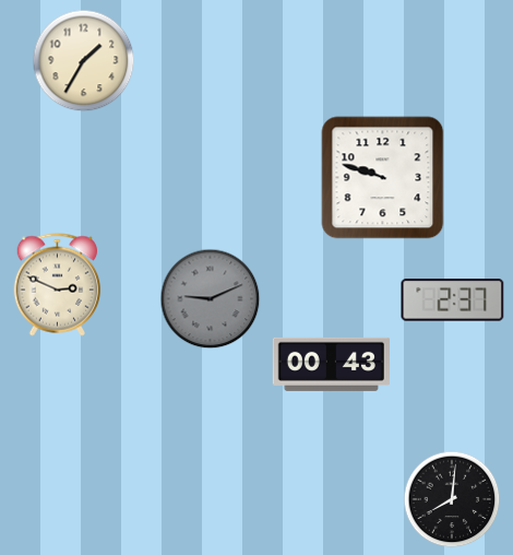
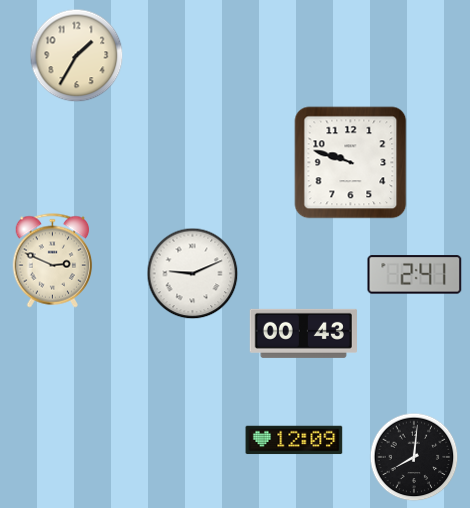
clock at (210, 298) dial: grey -> white
clock at (453, 300): 2:37 -> 2:41
clock at (294, 440): none -> 12:09
